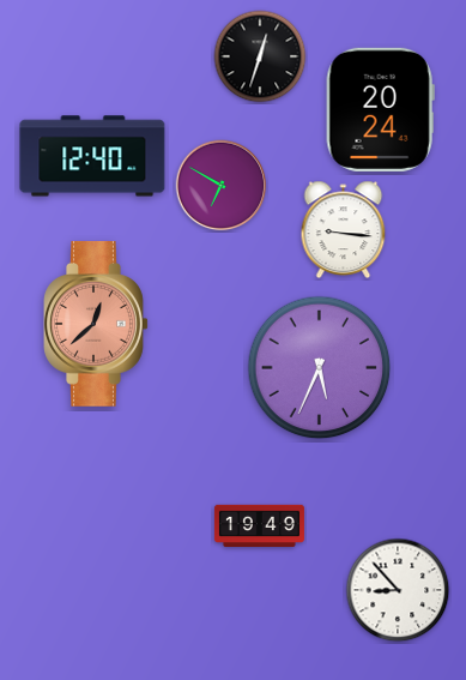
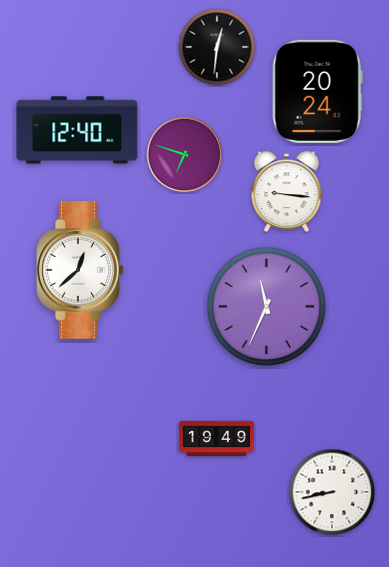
clock at (260, 56): 12:33 -> 12:31
clock at (222, 186): 6:50 -> 6:48
clock at (96, 324) dial: salmon -> white
clock at (320, 368): 5:34 -> 11:34
clock at (398, 590): 8:53 -> 8:43
